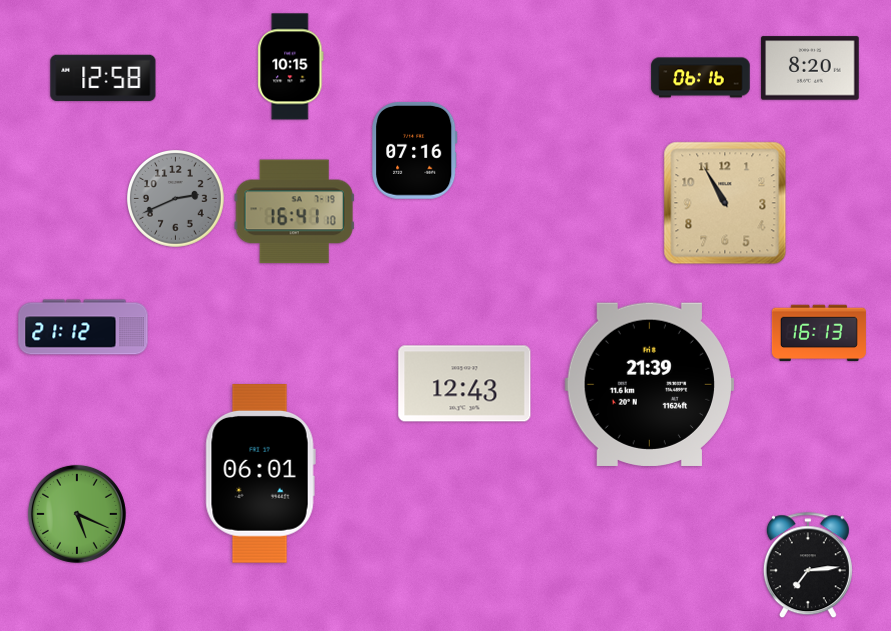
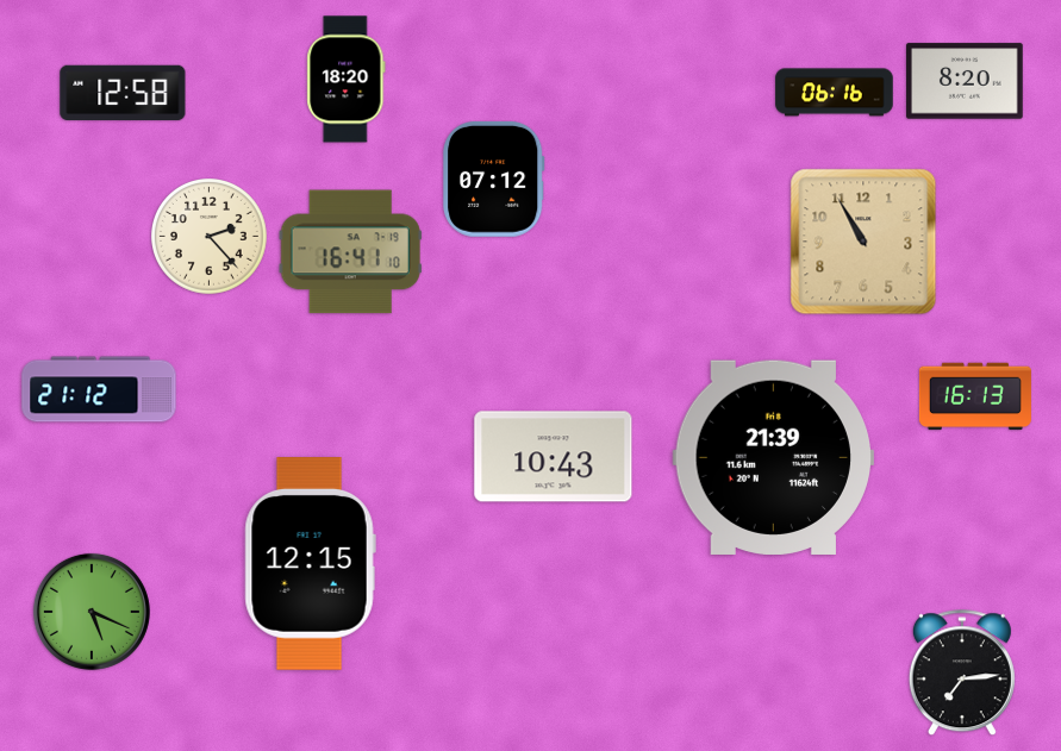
clock at (291, 67): 10:15 -> 18:20
clock at (415, 150): 07:16 -> 07:12
clock at (176, 199): 2:41 -> 2:23
clock at (176, 199) dial: grey -> cream
clock at (465, 384): 12:43 -> 10:43
clock at (260, 474): 06:01 -> 12:15
